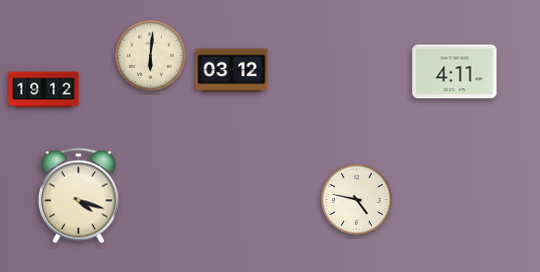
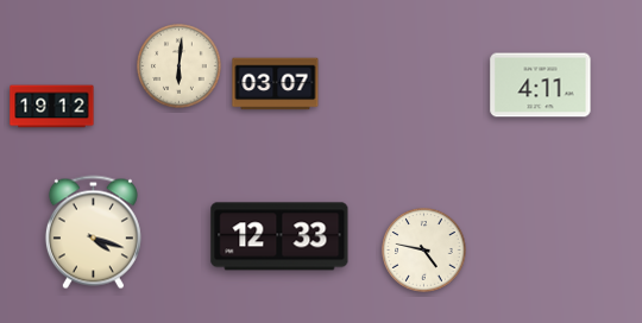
clock at (232, 71): 03:12 -> 03:07
clock at (279, 236): none -> 12:33
clock at (357, 200) position: (357, 200) -> (424, 251)
